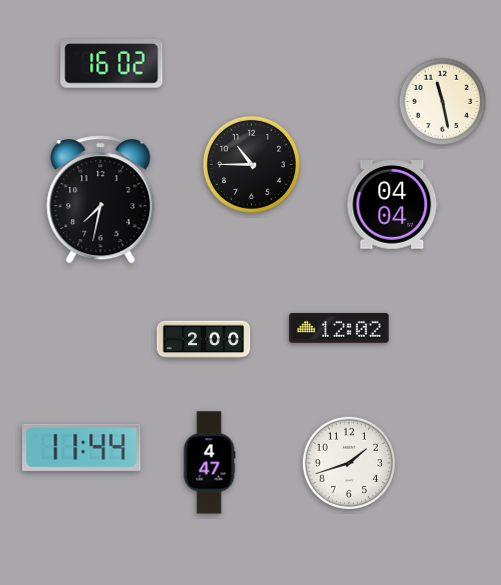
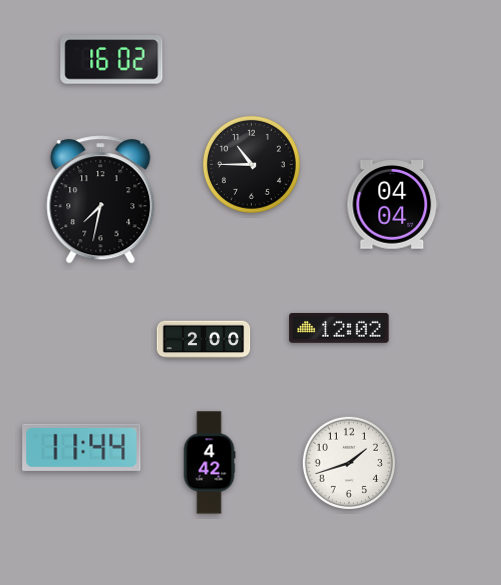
clock at (112, 64) position: (112, 64) -> (112, 60)
clock at (443, 102): 11:28 -> none
clock at (209, 463): 4:47 -> 4:42
